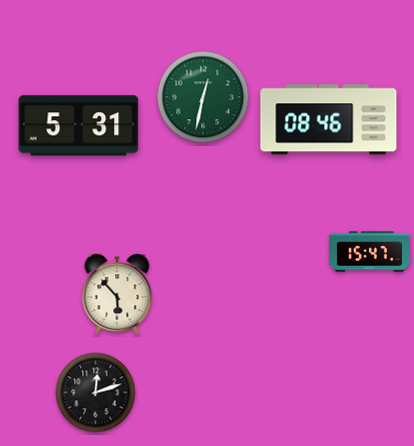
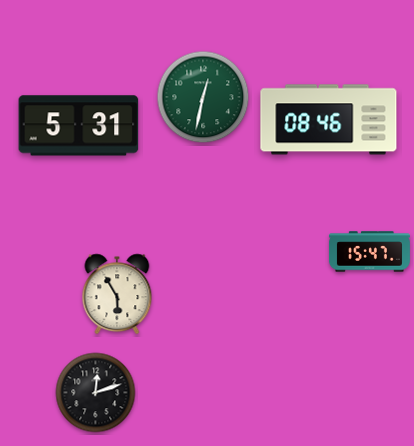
clock at (117, 294): 5:53 -> 5:55
